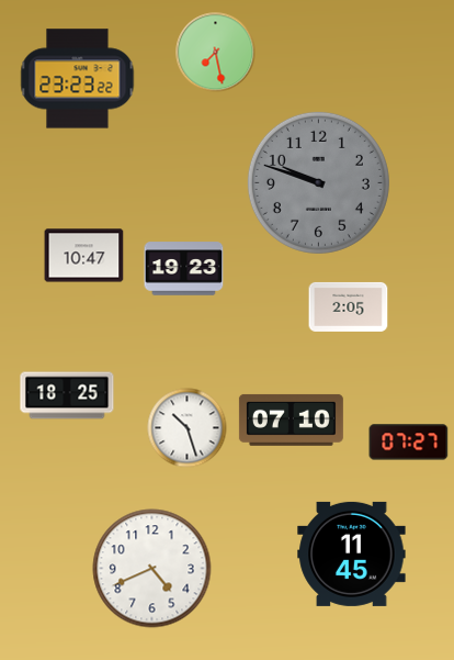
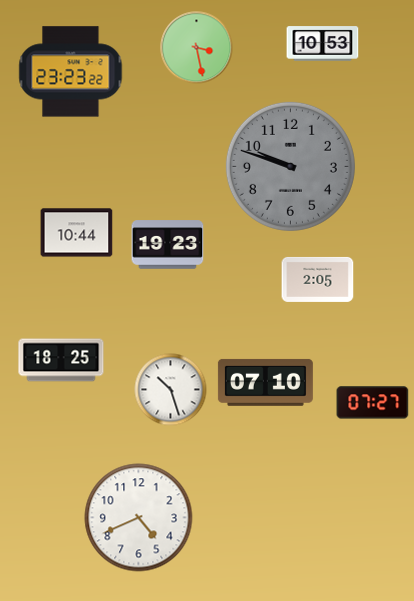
clock at (323, 44): none -> 10:53
clock at (216, 53): 7:28 -> 3:28
clock at (84, 256): 10:47 -> 10:44
clock at (352, 553): 11:45 -> none
